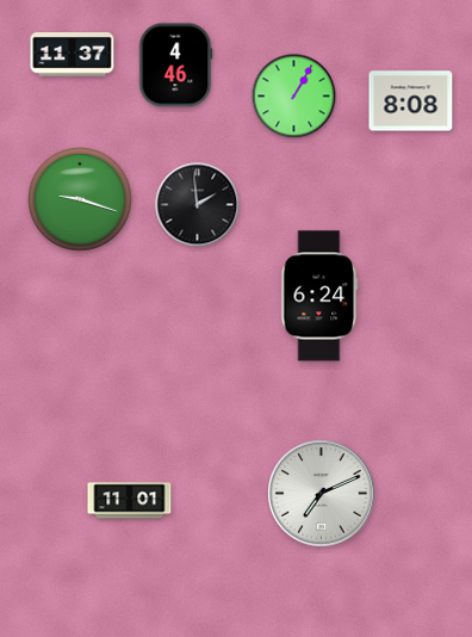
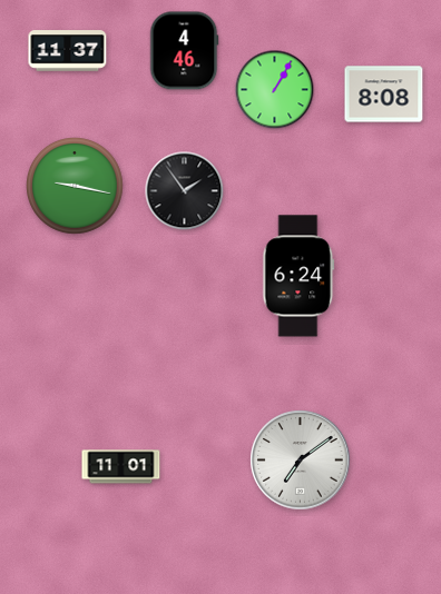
clock at (175, 66) position: (175, 66) -> (184, 51)
clock at (81, 200): 9:18 -> 9:17
clock at (198, 205): 1:59 -> 1:54
clock at (322, 494): 7:11 -> 7:09
